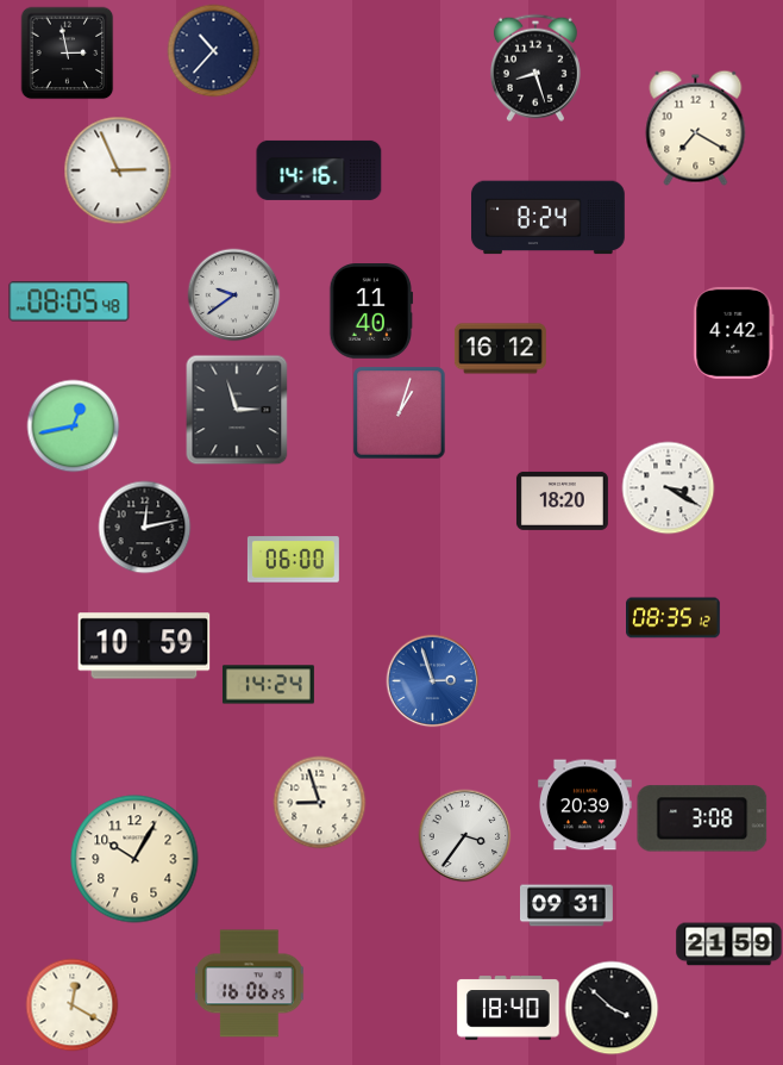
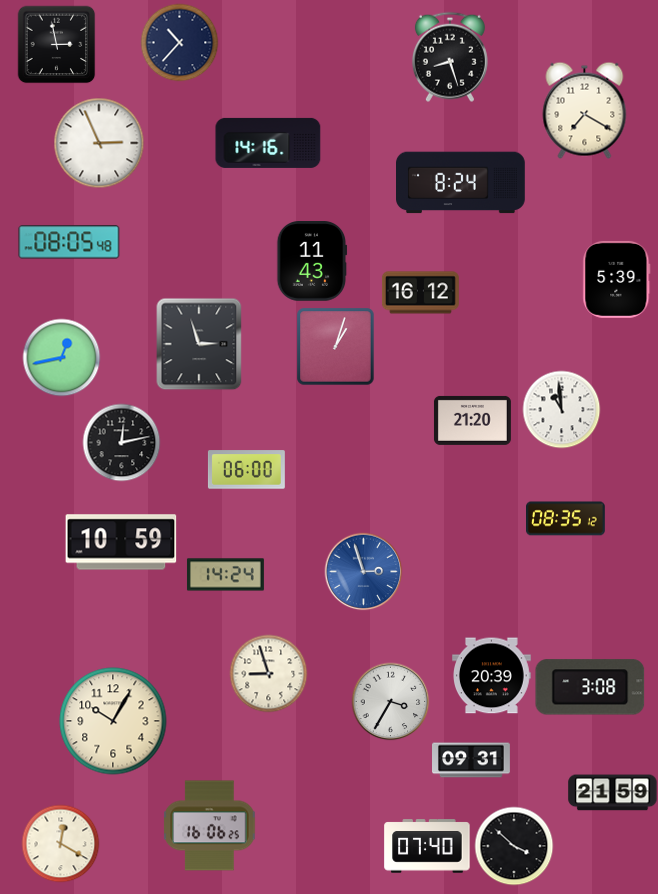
clock at (696, 127) position: (696, 127) -> (585, 110)
clock at (233, 294): 9:39 -> none
clock at (69, 301) position: (69, 301) -> (69, 242)
clock at (371, 312): 11:40 -> 11:43
clock at (734, 332): 4:42 -> 5:39
clock at (668, 487): 3:20 -> 10:59
clock at (562, 500): 18:20 -> 21:20
clock at (464, 835): 3:36 -> 3:35
clock at (568, 905) position: (568, 905) -> (472, 760)
clock at (508, 1008): 18:40 -> 07:40
